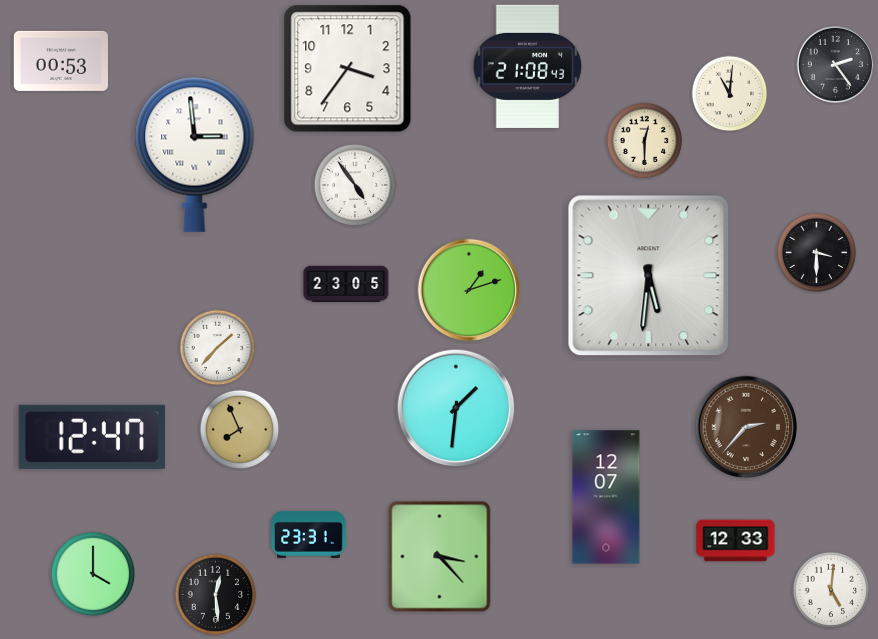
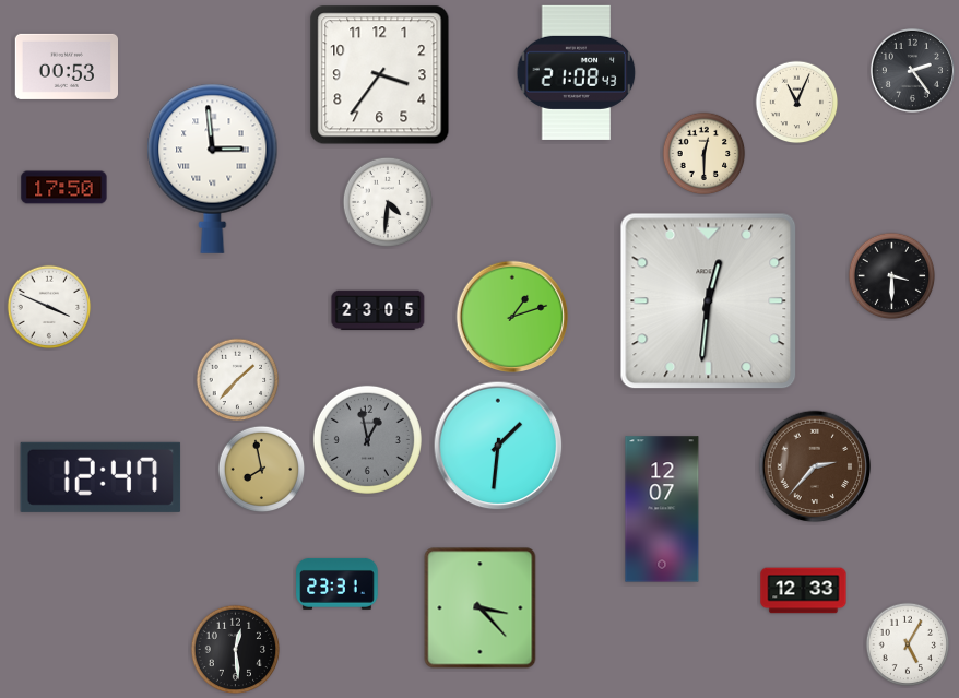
clock at (730, 94): 11:01 -> 11:04
clock at (64, 188): none -> 17:50
clock at (355, 185): 4:54 -> 4:31
clock at (649, 276): 5:31 -> 12:31
clock at (49, 307): none -> 3:49
clock at (367, 439): none -> 12:58
clock at (240, 430): 7:56 -> 7:58
clock at (606, 497) position: (606, 497) -> (662, 509)
clock at (92, 573): 4:00 -> none
clock at (831, 590): 5:01 -> 5:05
